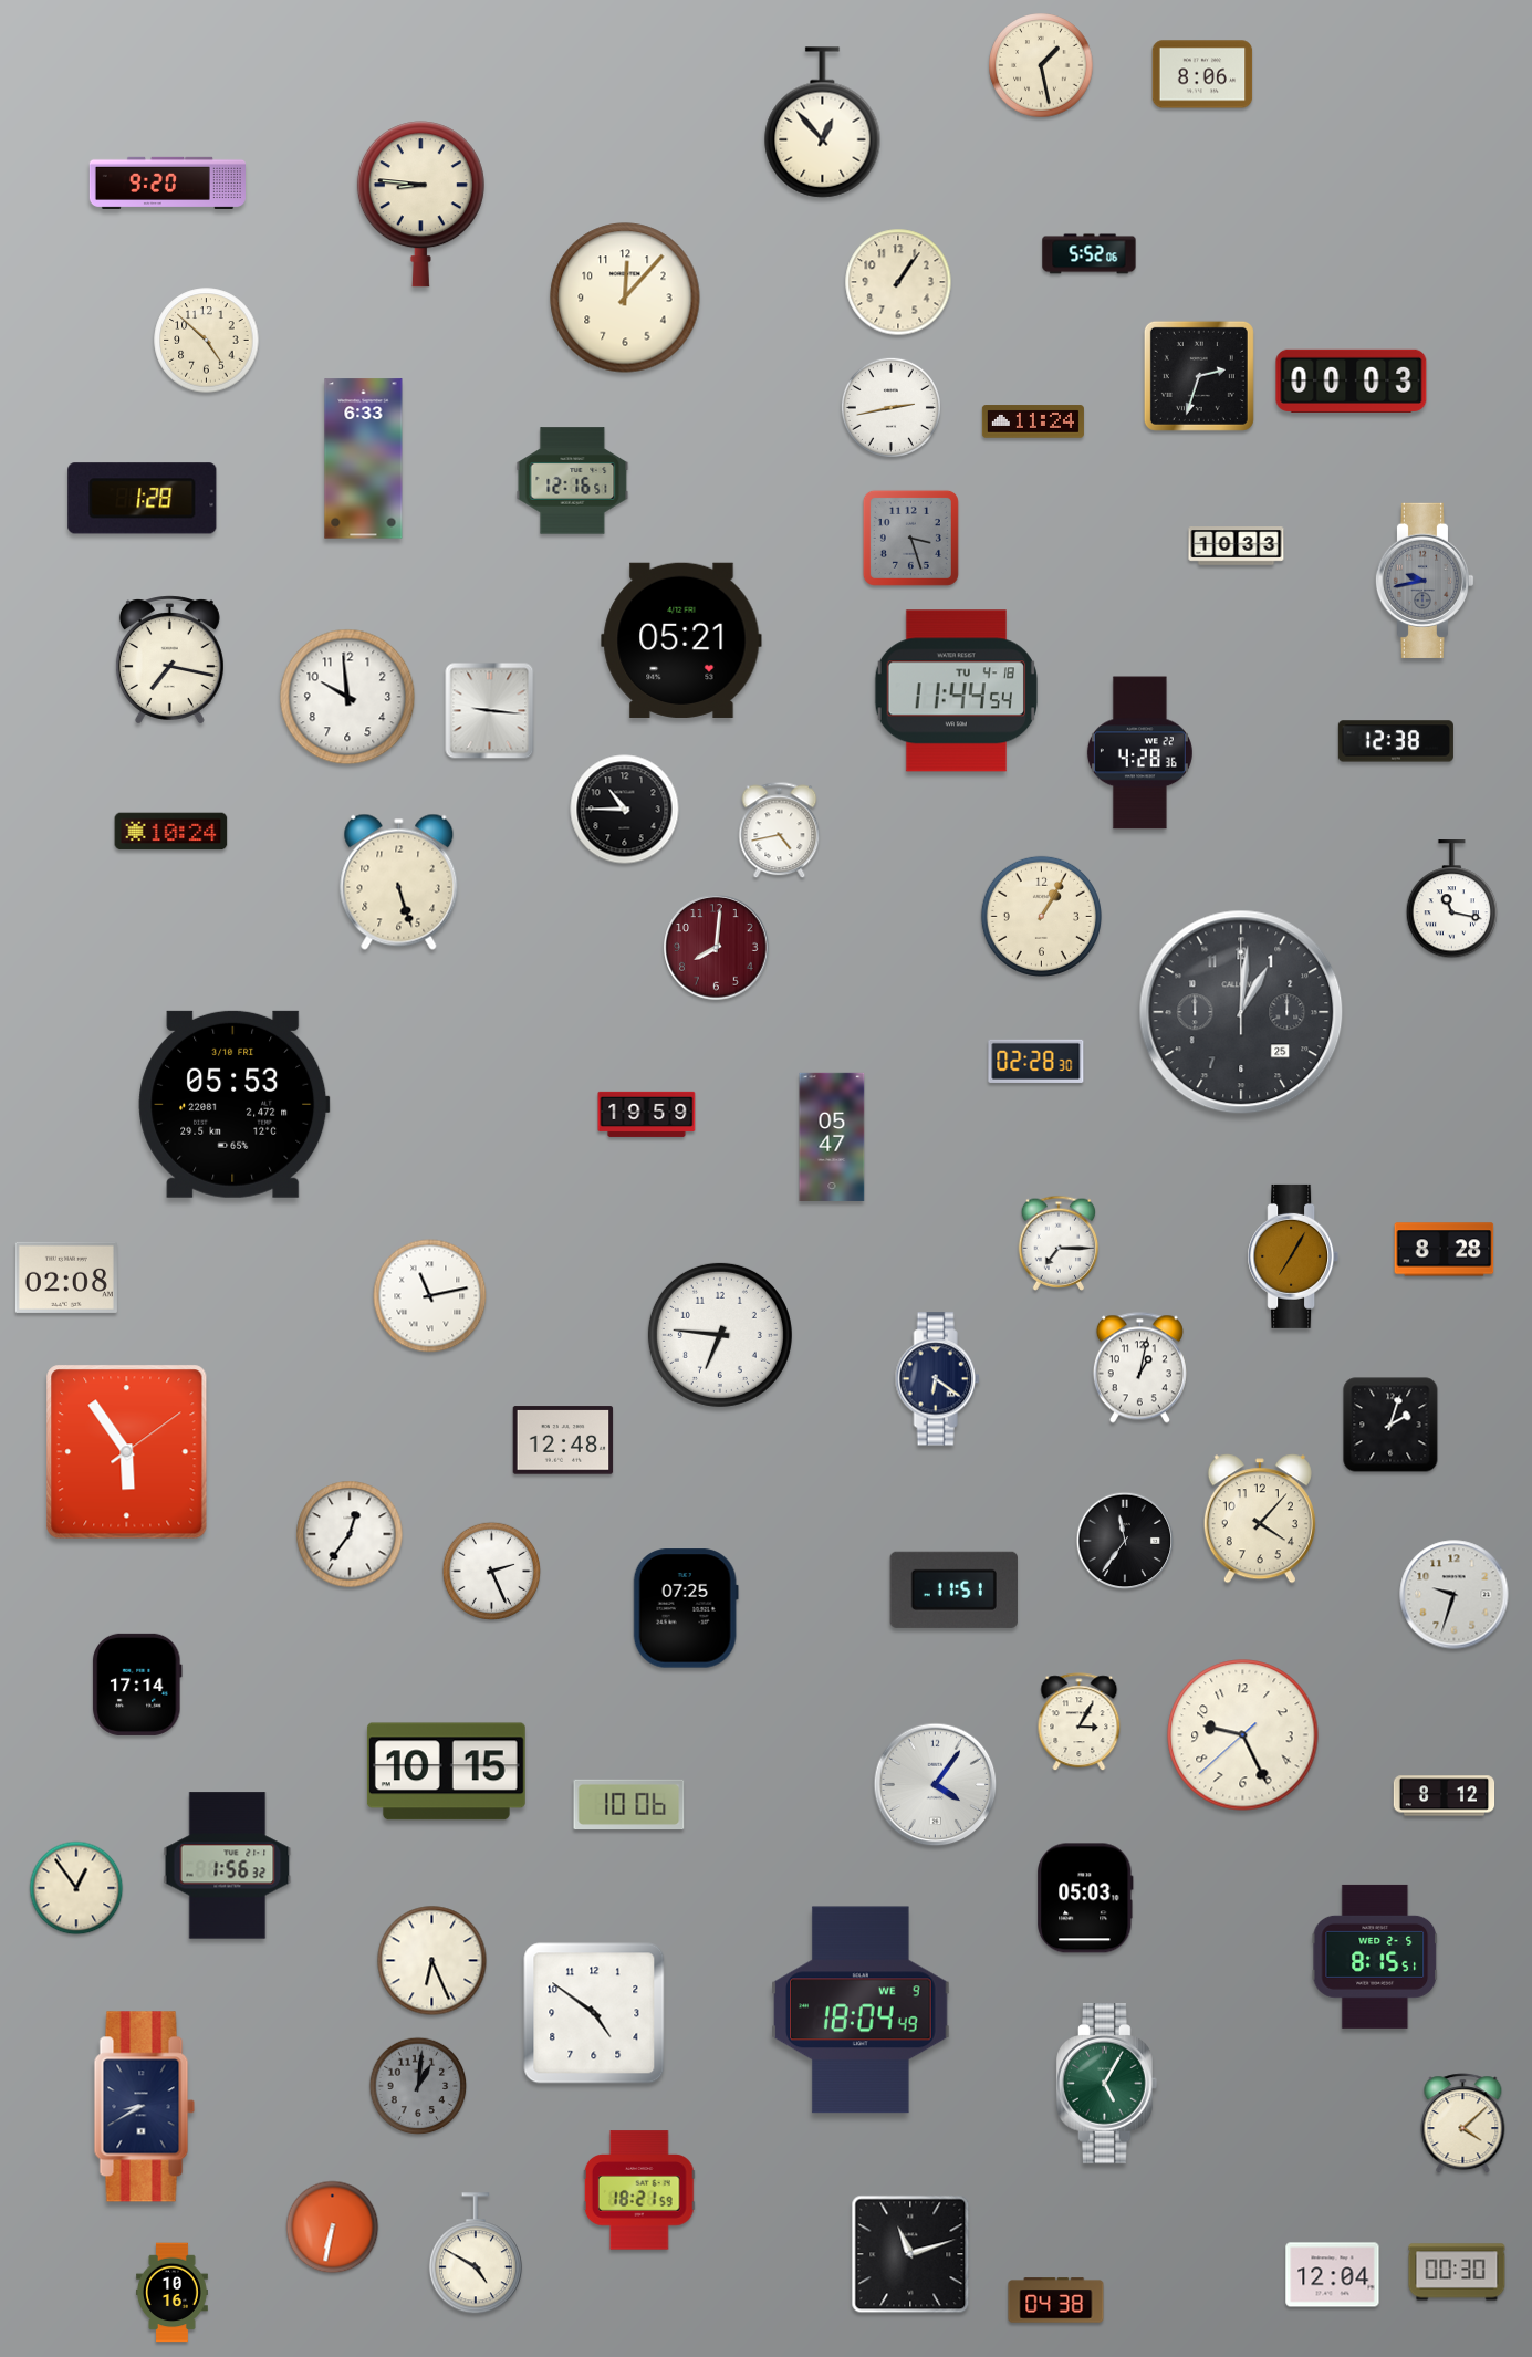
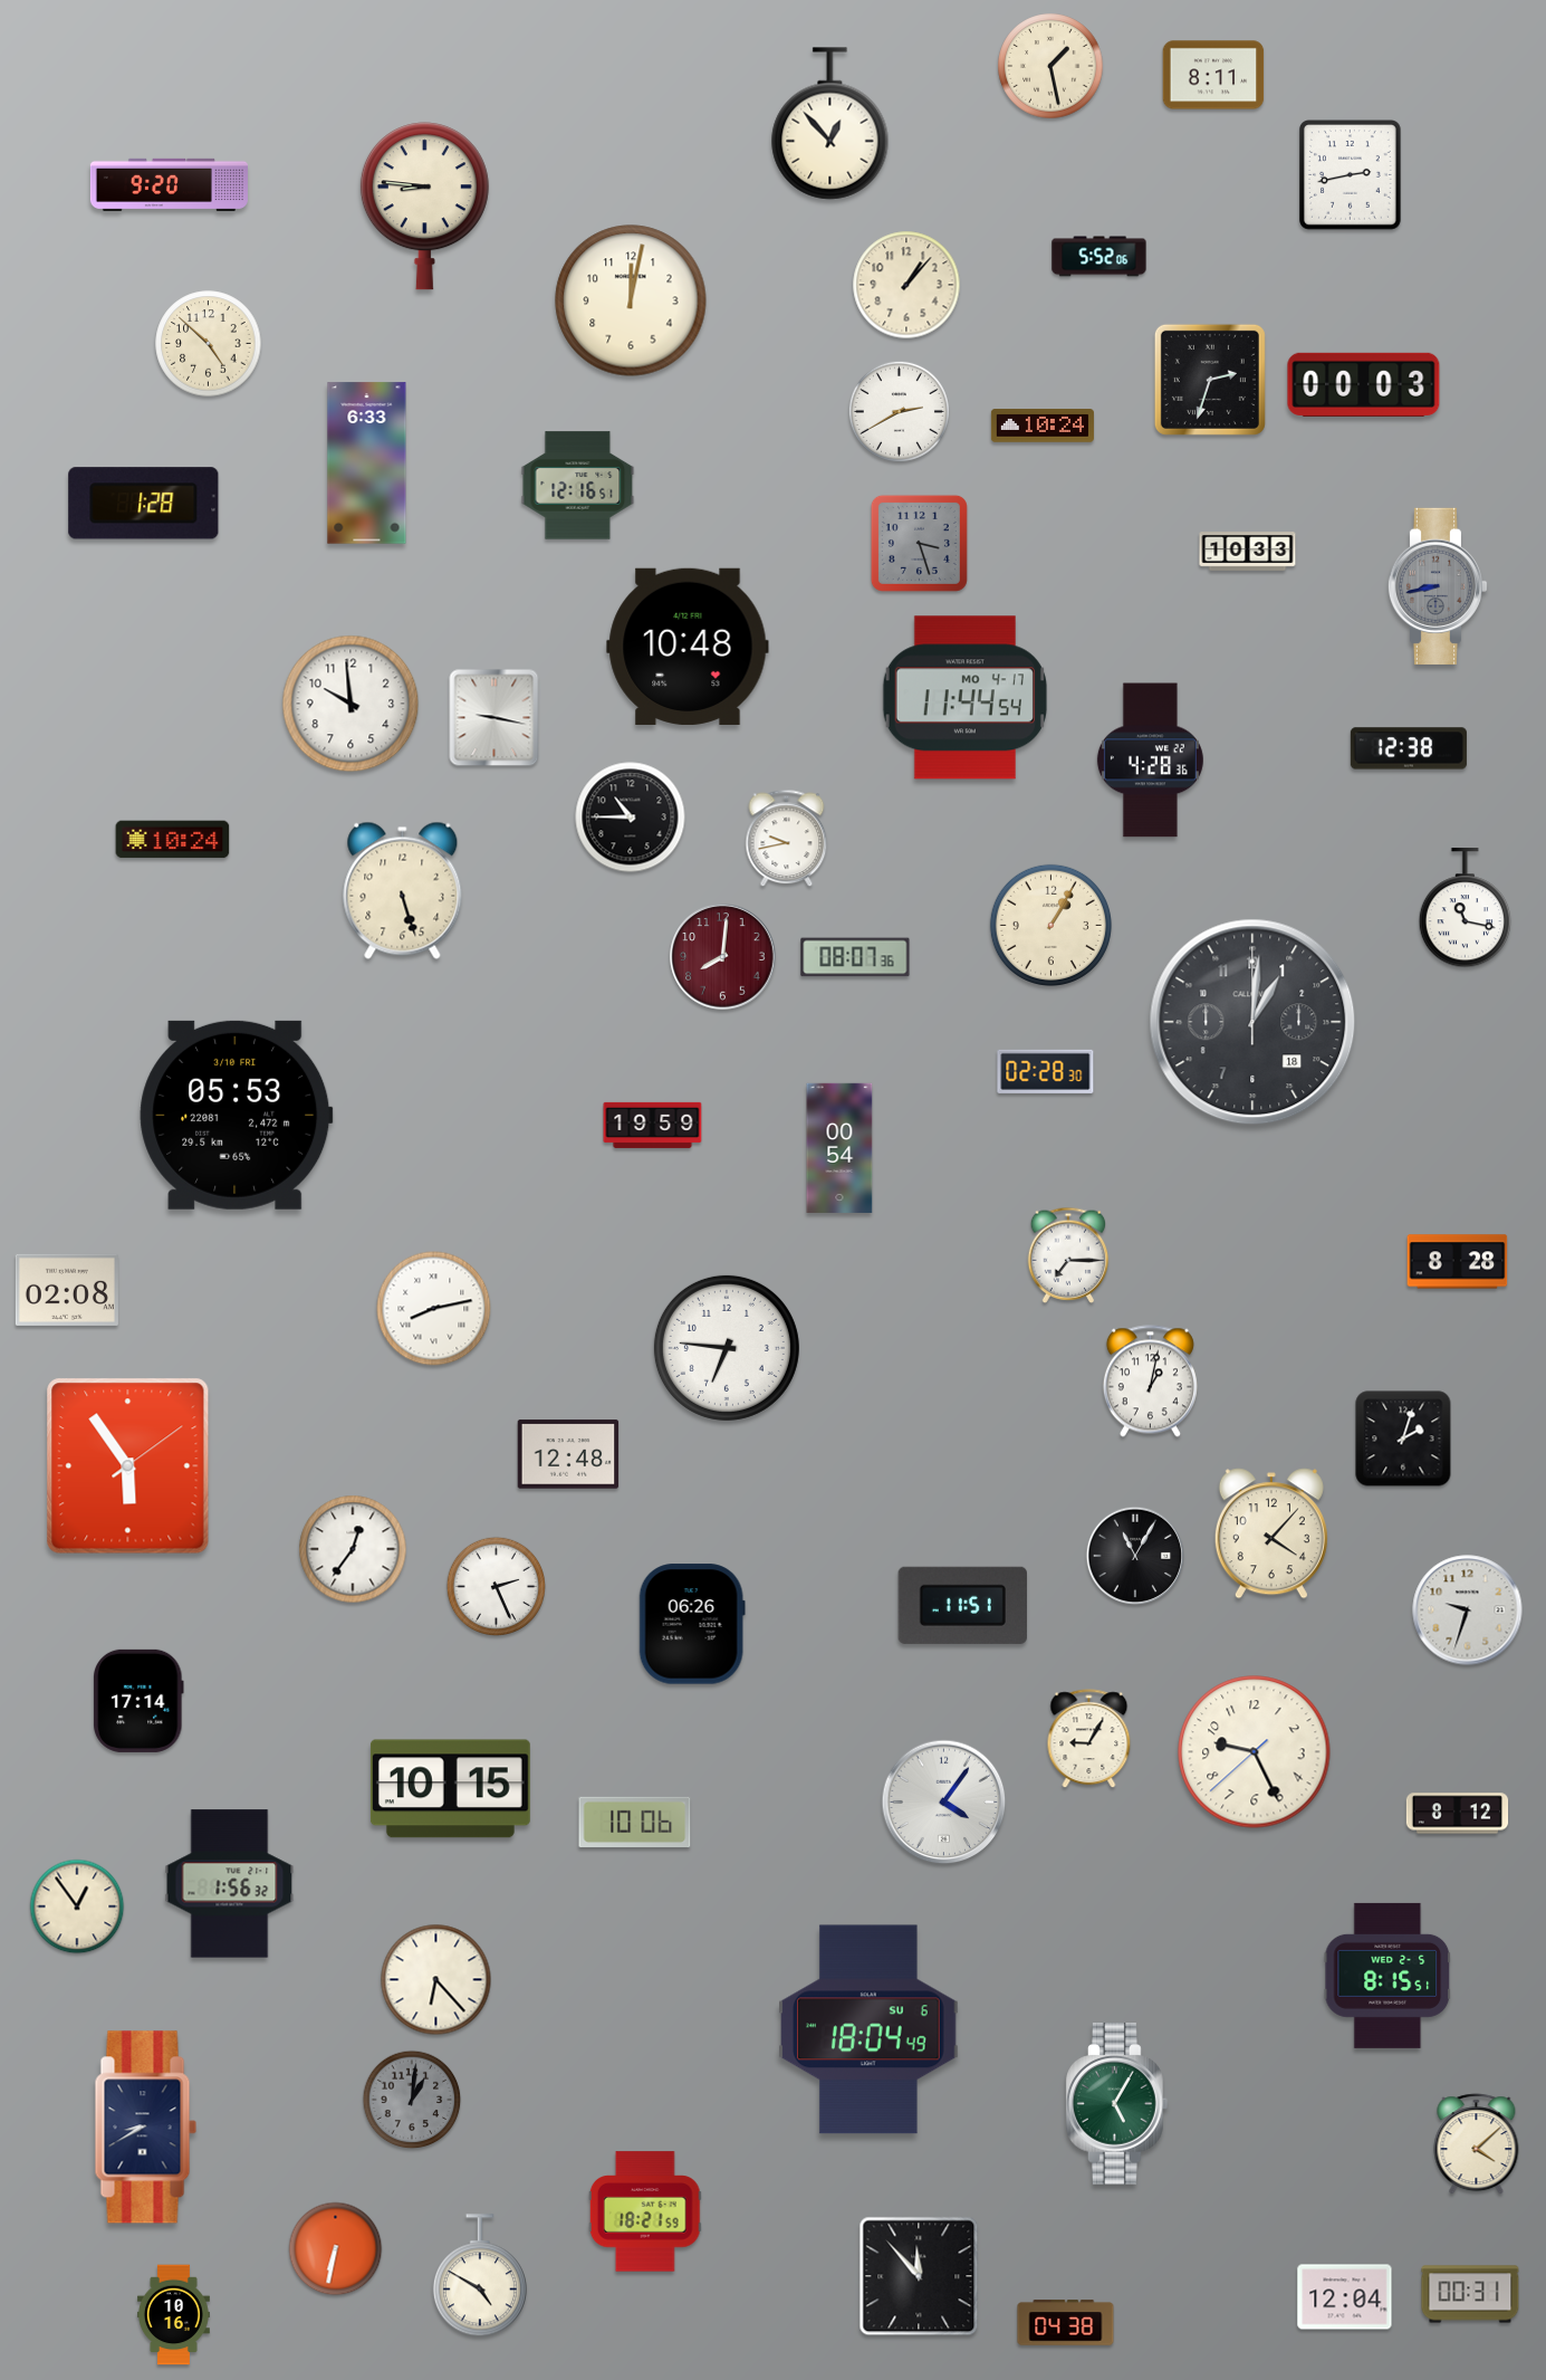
clock at (1202, 74): 8:06 -> 8:11
clock at (1351, 175): none -> 2:43
clock at (898, 282): 1:06 -> 1:07
clock at (625, 298): 12:07 -> 12:02
clock at (890, 407): 2:43 -> 2:40
clock at (1033, 421): 11:24 -> 10:24
clock at (1425, 580): 9:43 -> 8:43
clock at (681, 640): 05:21 -> 10:48
clock at (169, 660): 7:17 -> none
clock at (956, 691) date: TU 4-18 -> MO 4-17
clock at (490, 711): 9:16 -> 9:17
clock at (780, 831): 4:43 -> 9:43
clock at (855, 957): none -> 08:07
clock at (1241, 1012) date: 25 -> 18
clock at (832, 1137): 05:47 -> 00:54
clock at (1293, 1256): 7:05 -> none
clock at (430, 1296): 11:13 -> 8:13
clock at (937, 1379): 6:21 -> none
clock at (1125, 1541): 11:36 -> 11:05
clock at (686, 1608): 07:25 -> 06:26
clock at (1080, 1722): 3:05 -> 9:05
clock at (1085, 1898): 05:03 -> none
clock at (432, 1961): 6:26 -> 6:23
clock at (861, 2010) date: WE 9 -> SU 6
clock at (594, 2013): 4:51 -> none
clock at (418, 2086) position: (418, 2086) -> (412, 2100)
clock at (910, 2254): 11:12 -> 11:53
clock at (1457, 2272): 00:30 -> 00:31
